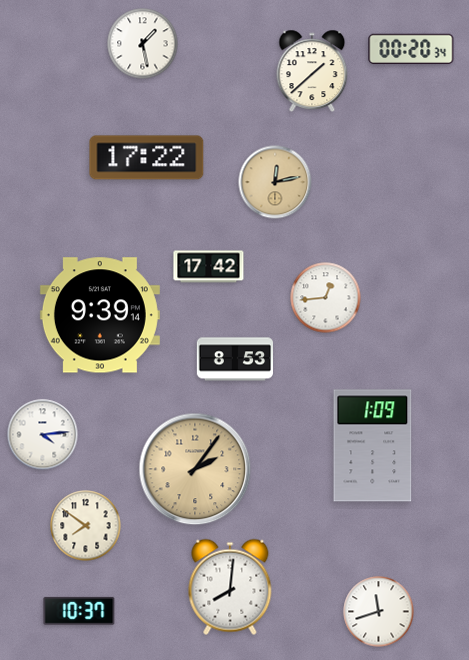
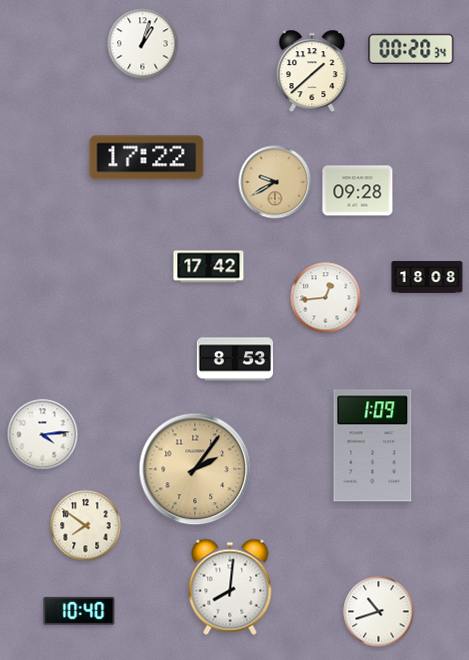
clock at (143, 44): 1:28 -> 1:03
clock at (275, 182): 12:13 -> 9:40
clock at (358, 191): none -> 09:28
clock at (427, 277): none -> 18:08
clock at (100, 315): 9:39 -> none
clock at (79, 611): 10:37 -> 10:40
clock at (379, 612): 11:42 -> 10:42
